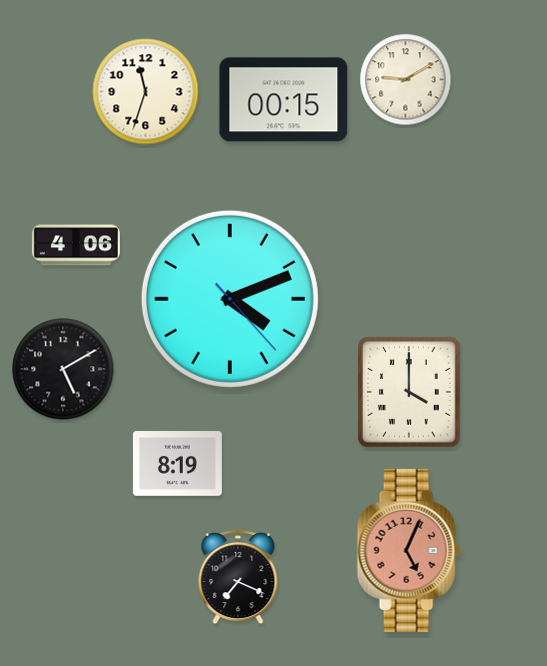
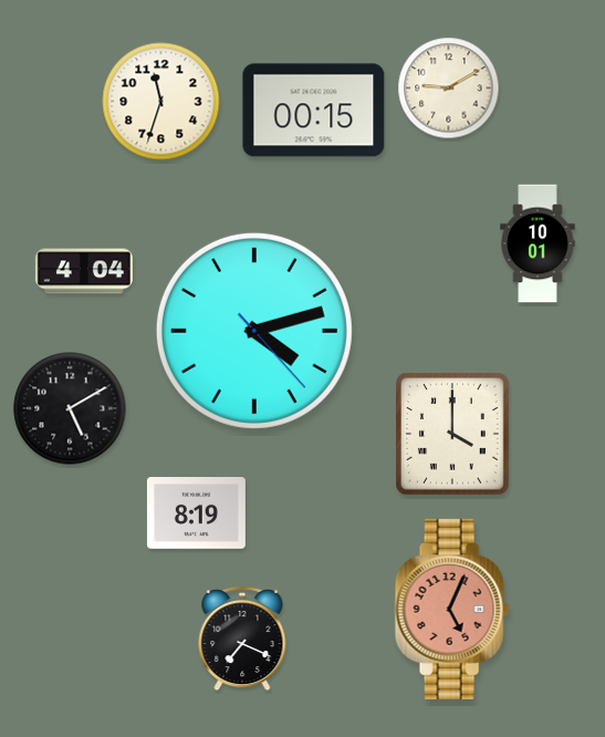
clock at (538, 243): none -> 10:01
clock at (76, 245): 4:06 -> 4:04
clock at (230, 299): 4:11 -> 4:12
clock at (238, 578) position: (238, 578) -> (242, 640)
